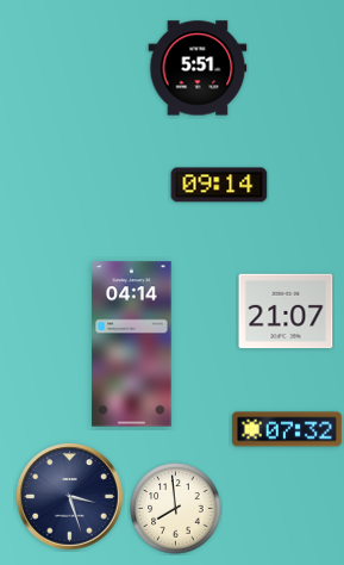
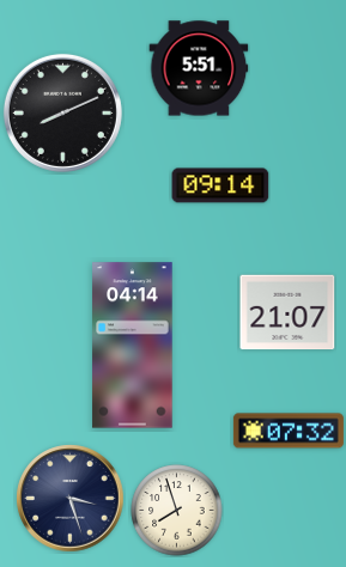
clock at (62, 112): none -> 8:11
clock at (176, 509): 7:59 -> 7:57
